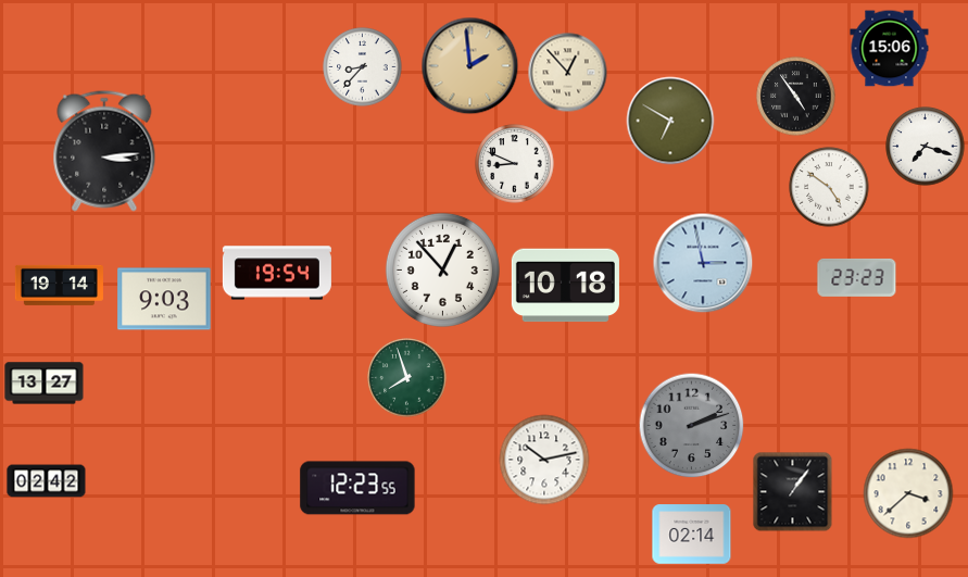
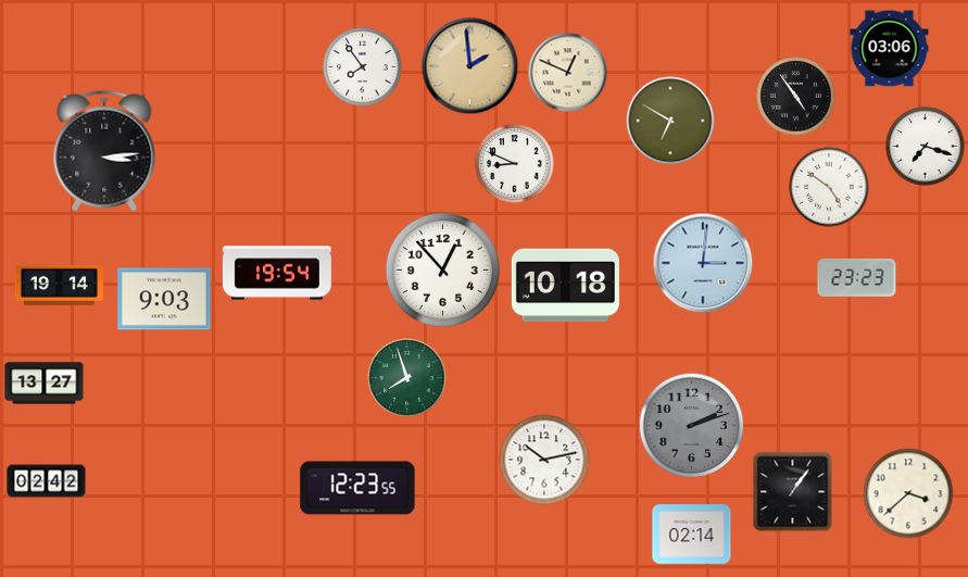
clock at (890, 49): 15:06 -> 03:06
clock at (363, 67): 8:37 -> 7:54
clock at (568, 73): 12:53 -> 12:49
clock at (703, 263): 2:58 -> 3:01
